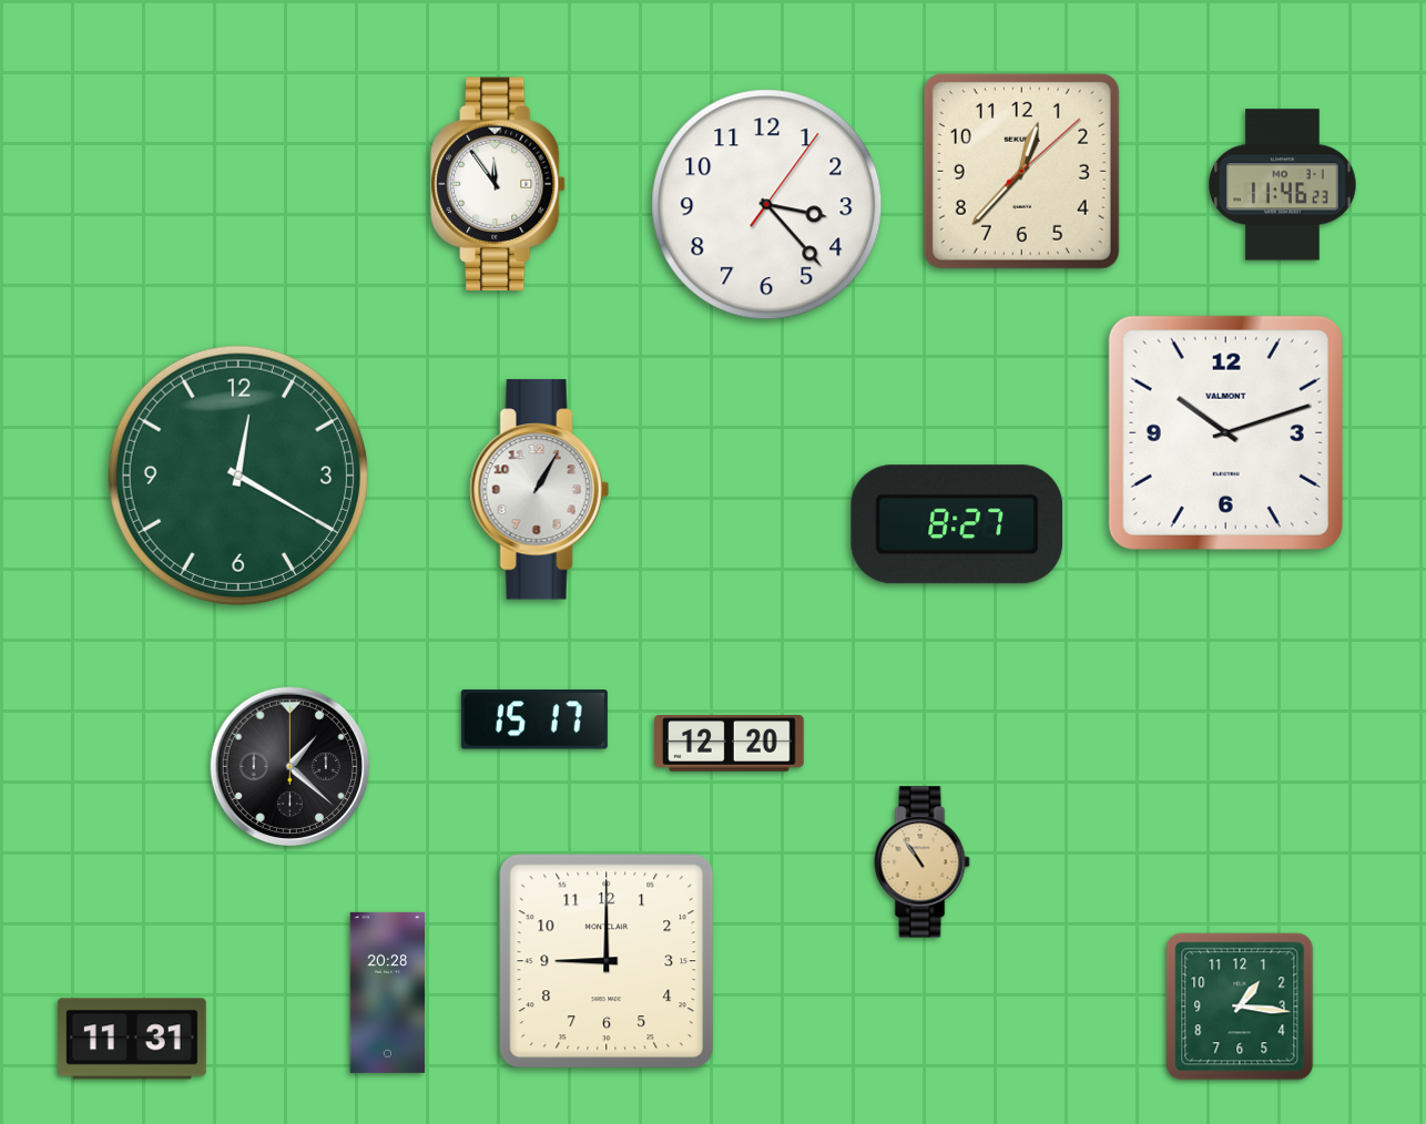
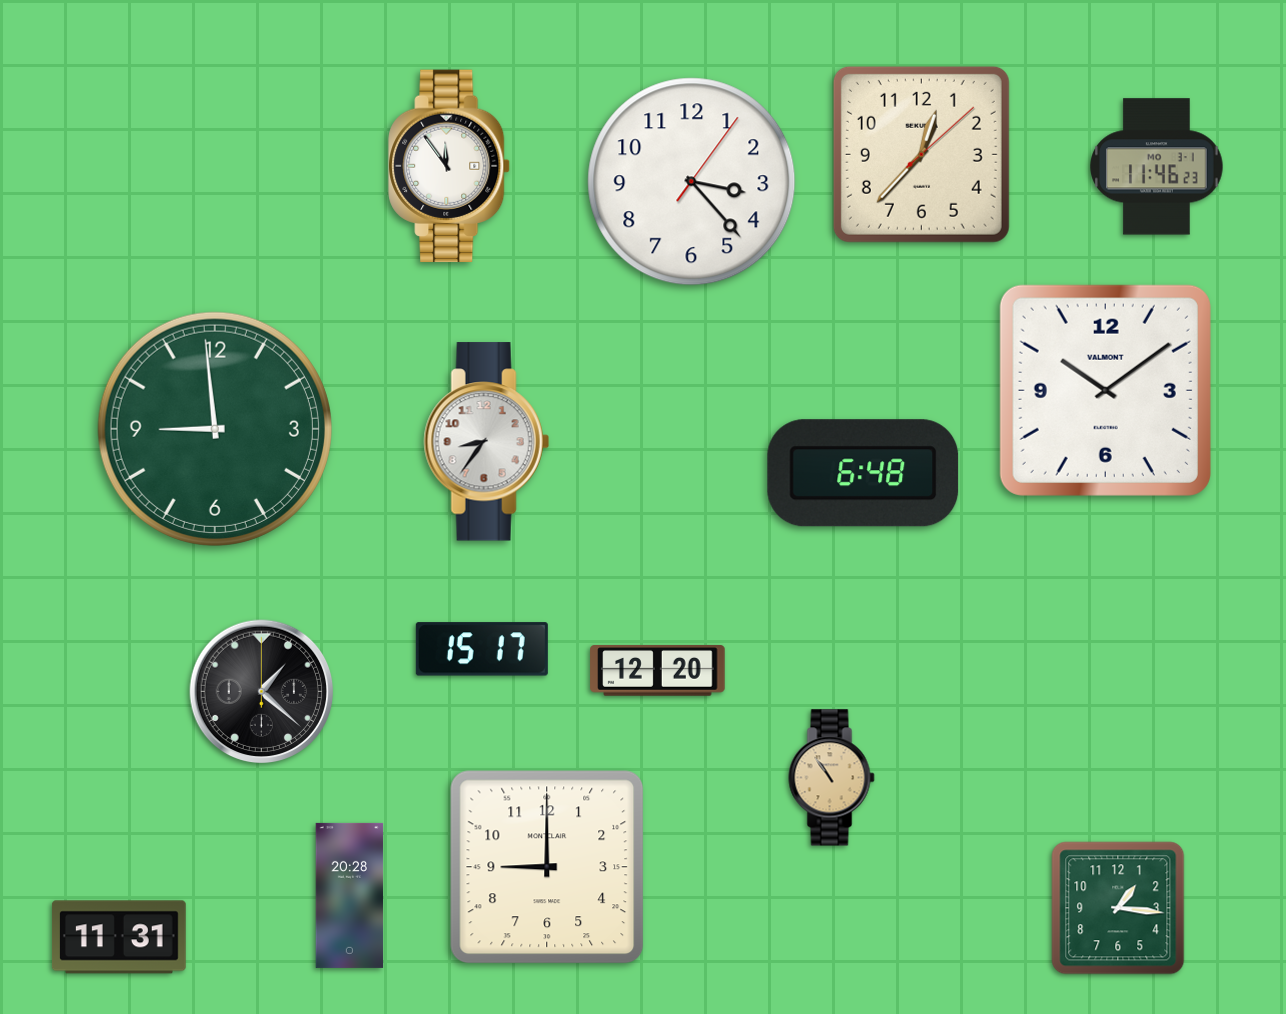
clock at (767, 205) position: (767, 205) -> (692, 182)
clock at (1225, 432): 10:12 -> 10:09
clock at (238, 476): 12:20 -> 8:59
clock at (539, 490): 1:05 -> 8:36
clock at (957, 524): 8:27 -> 6:48
